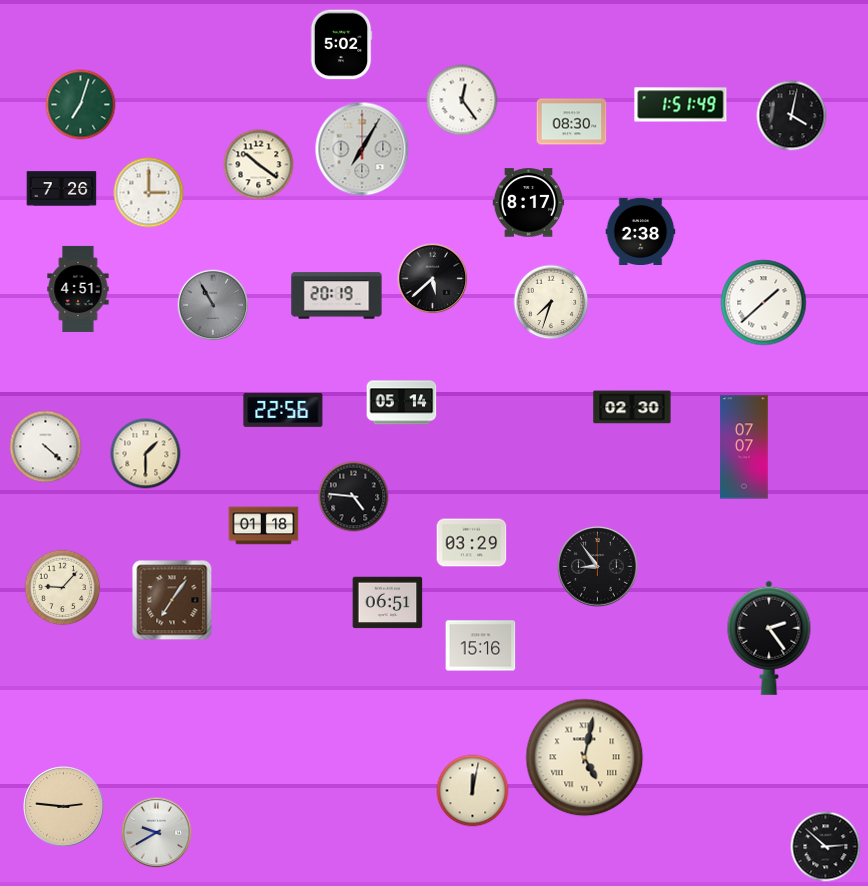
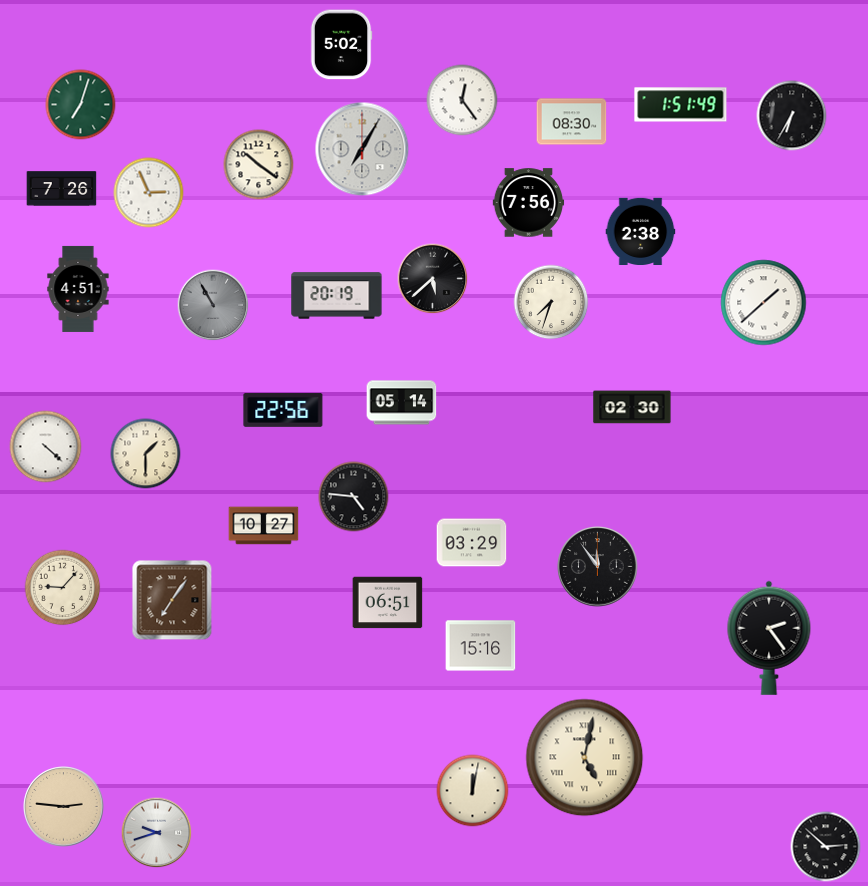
clock at (792, 116): 4:02 -> 6:35
clock at (149, 193): 3:00 -> 2:56
clock at (529, 203): 8:17 -> 7:56
clock at (744, 447): 07:07 -> none
clock at (264, 526): 01:18 -> 10:27
clock at (598, 567): 8:54 -> 11:54
clock at (157, 833): 9:40 -> 9:42
